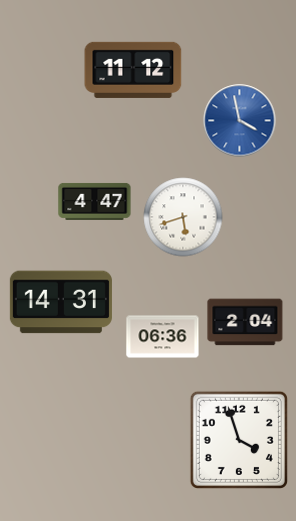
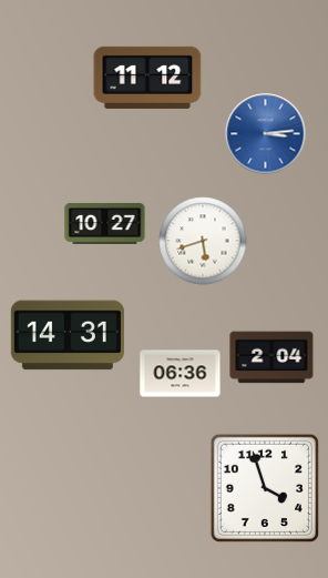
clock at (240, 121): 3:58 -> 3:14
clock at (95, 201): 4:47 -> 10:27
